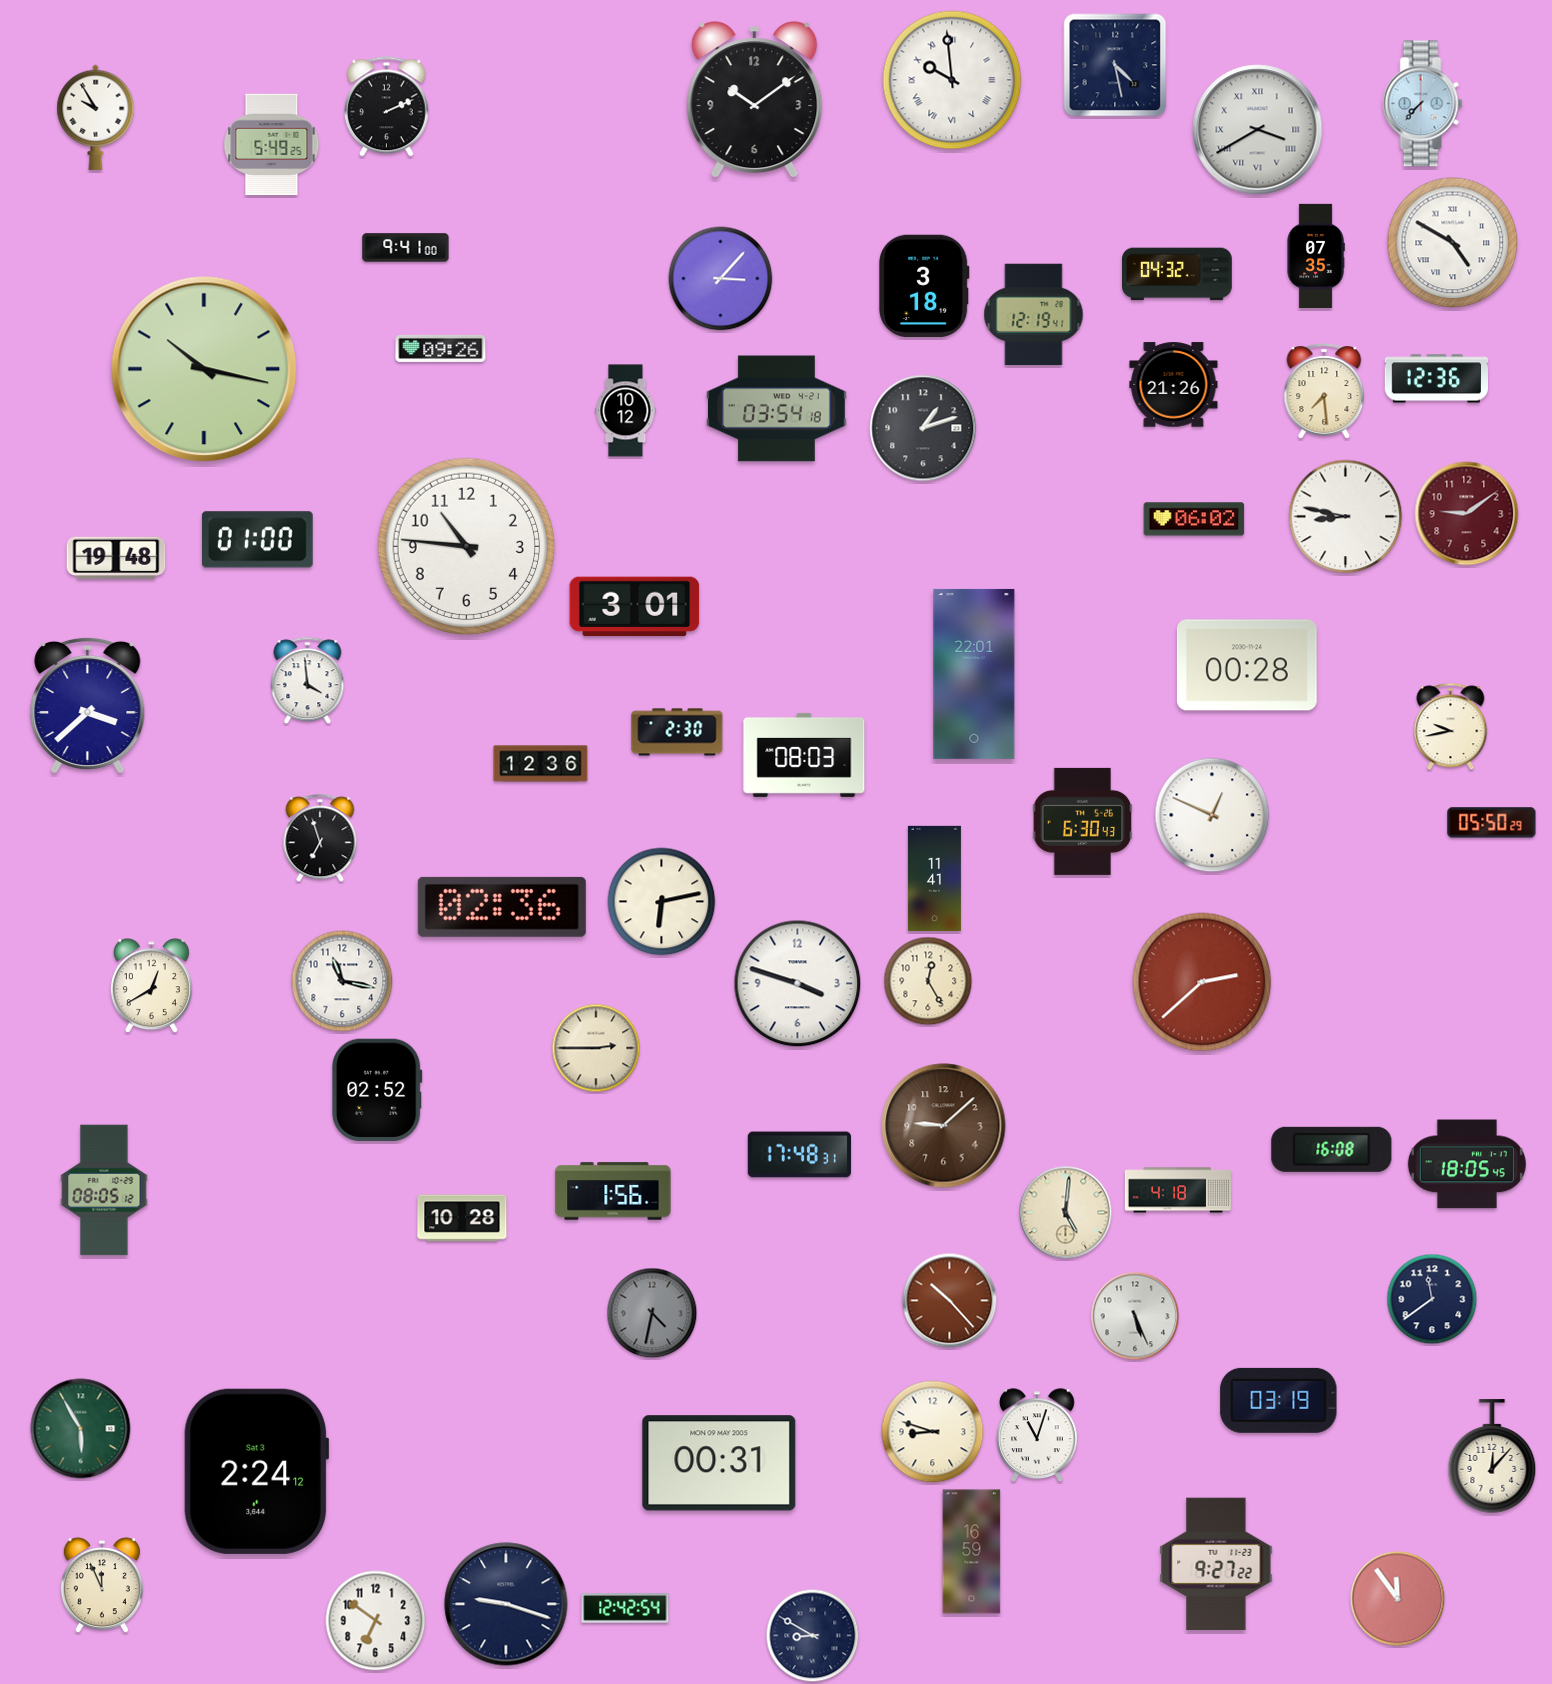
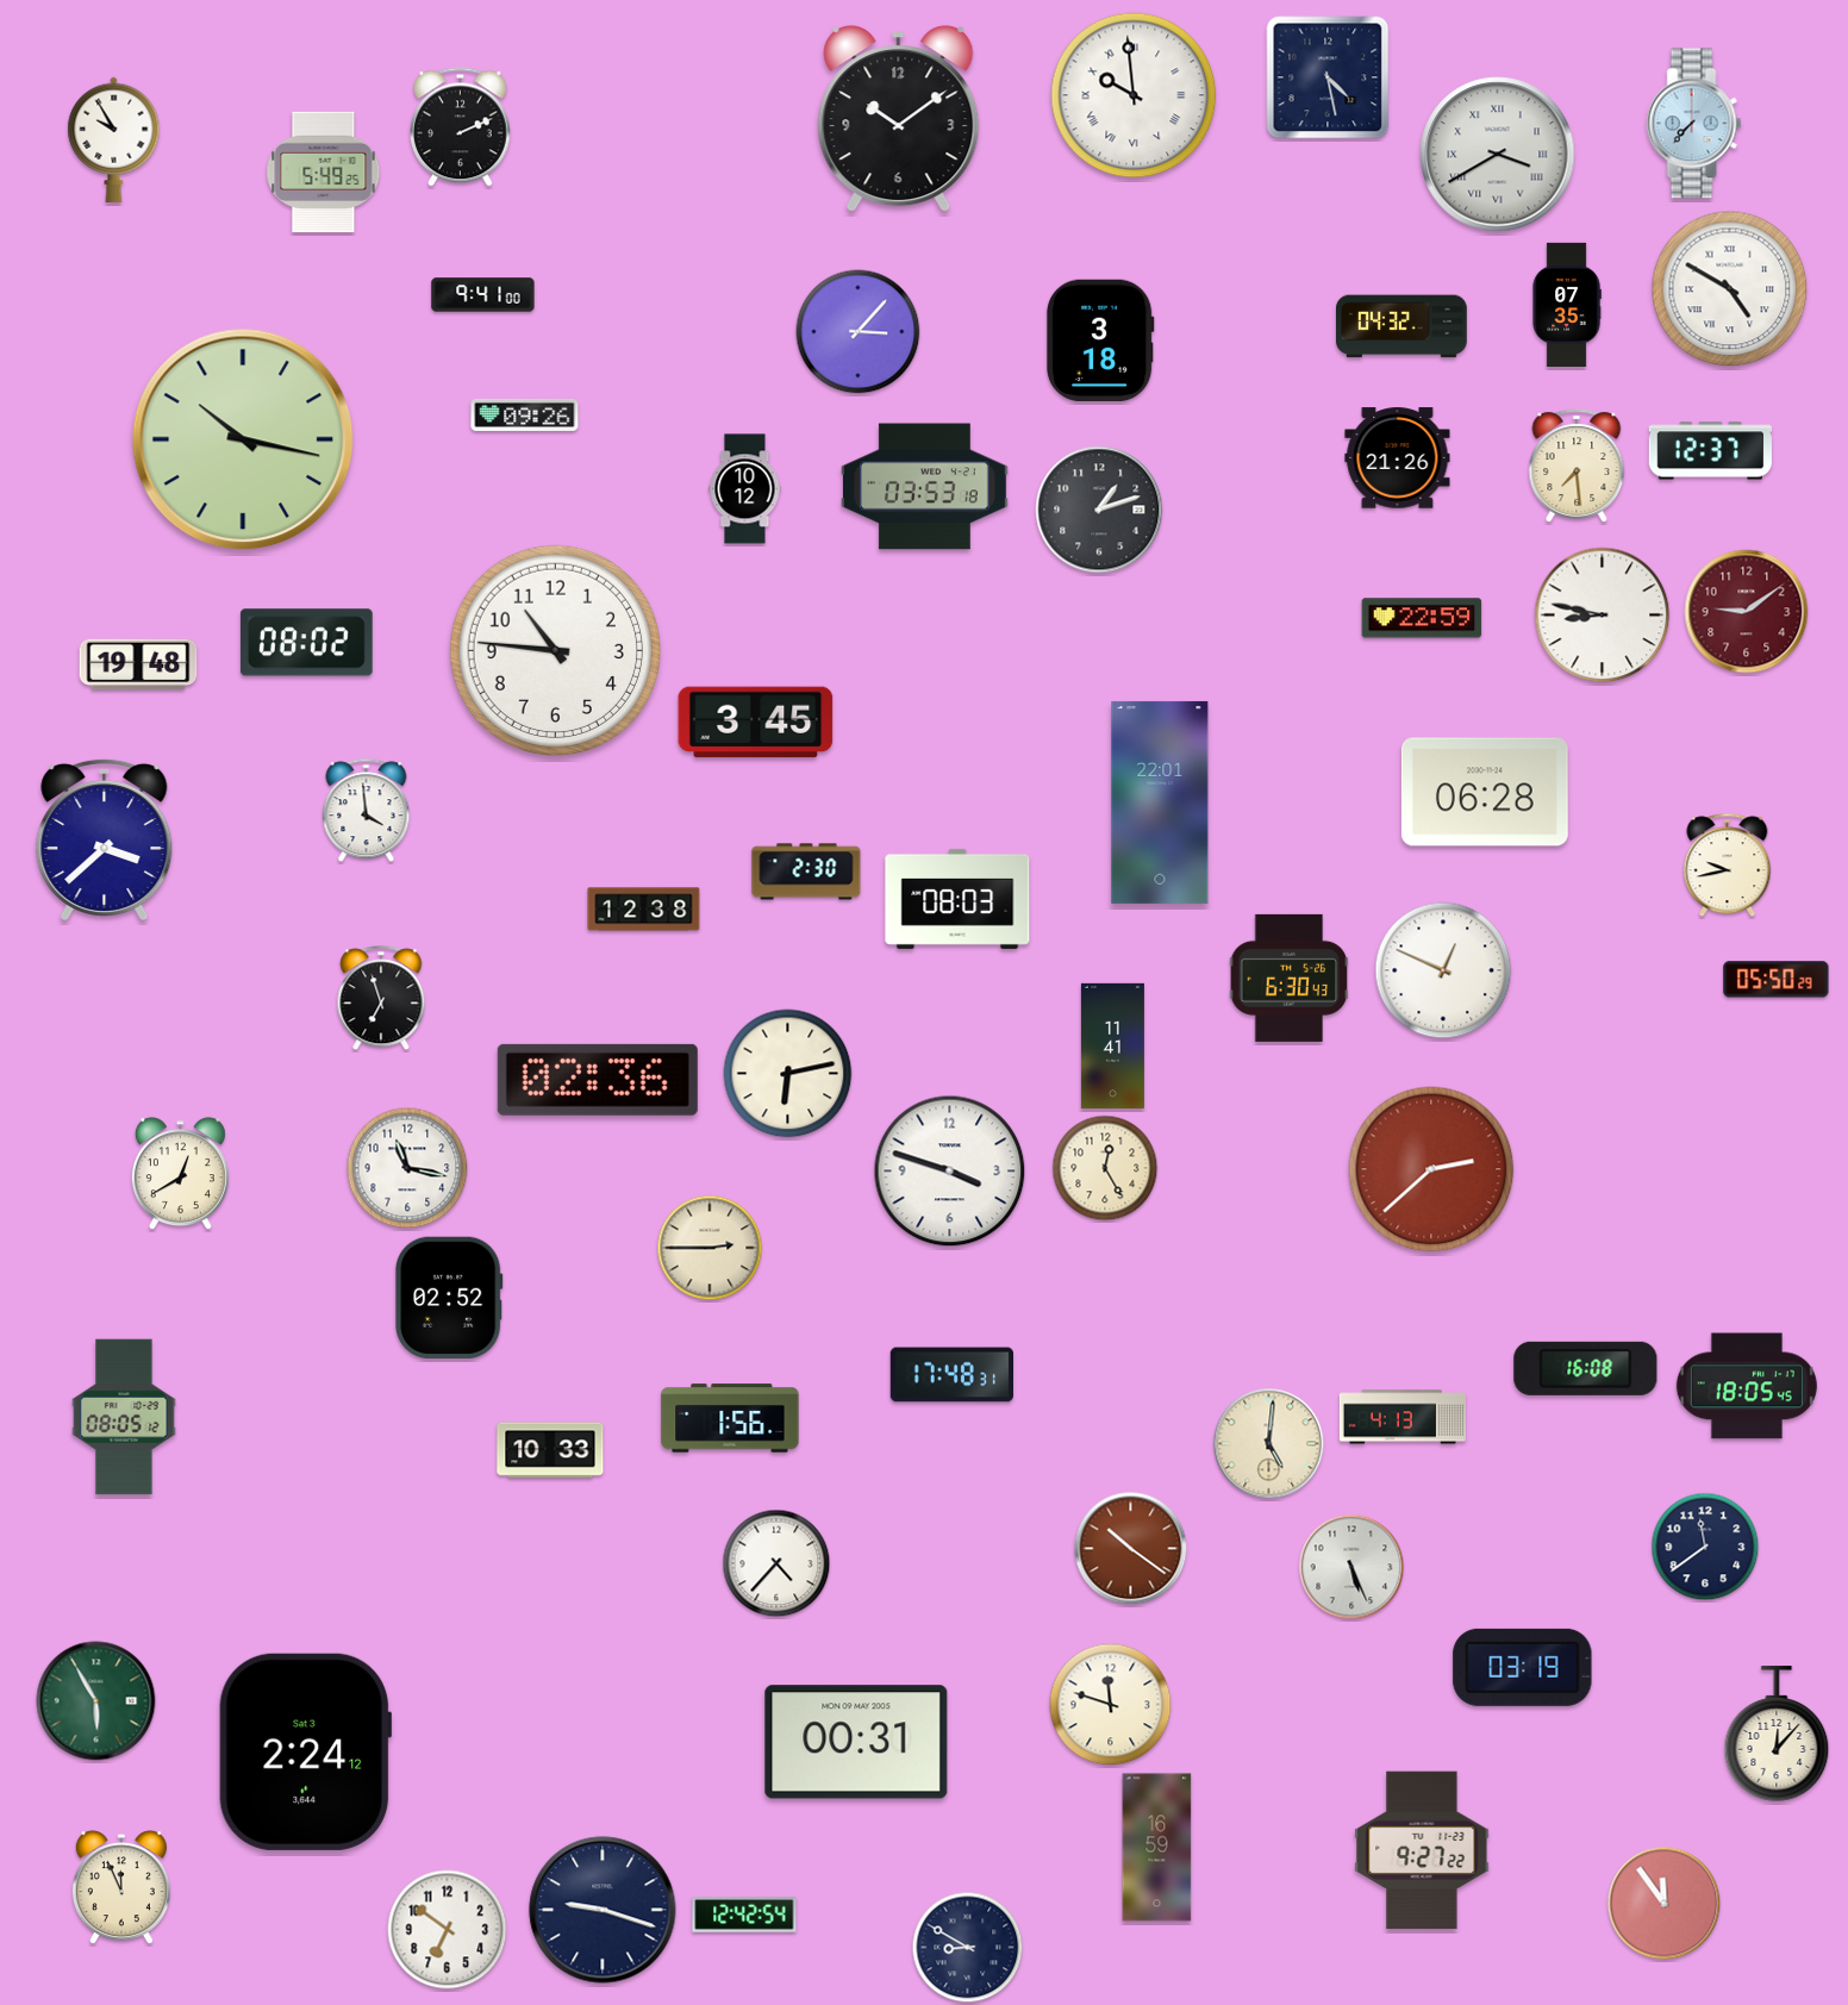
clock at (1034, 315): 12:19 -> none
clock at (1436, 379): 12:36 -> 12:37
clock at (777, 409): 03:54 -> 03:53
clock at (1194, 519): 06:02 -> 22:59
clock at (257, 540): 01:00 -> 08:02
clock at (635, 607): 3:01 -> 3:45
clock at (1247, 665): 00:28 -> 06:28
clock at (541, 764): 12:36 -> 12:38
clock at (944, 1126): 9:08 -> none
clock at (1178, 1190): 4:18 -> 4:13
clock at (462, 1218): 10:28 -> 10:33
clock at (950, 1301): 10:23 -> 10:21
clock at (652, 1313): 4:32 -> 4:37
clock at (652, 1313) dial: grey -> white
clock at (933, 1432): 8:48 -> 11:48
clock at (1038, 1436): 11:03 -> none
clock at (1216, 1564) position: (1216, 1564) -> (1422, 1850)
